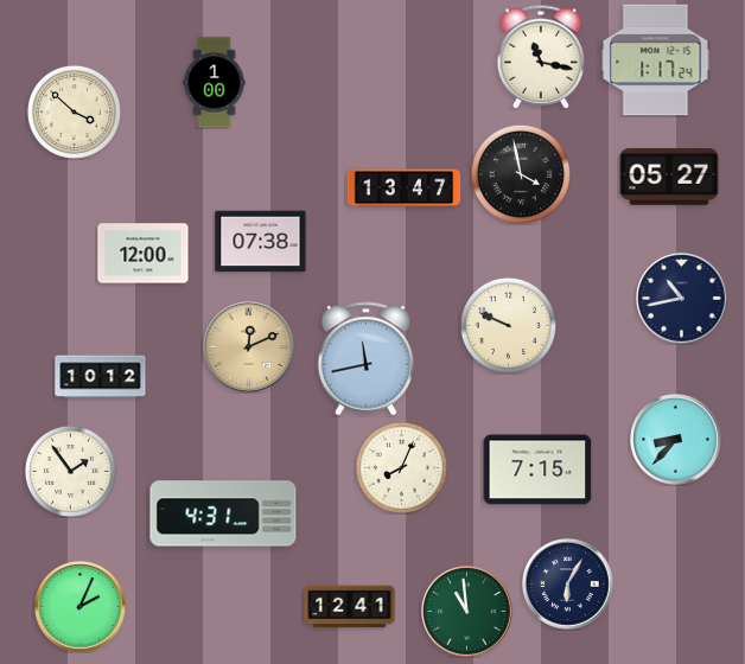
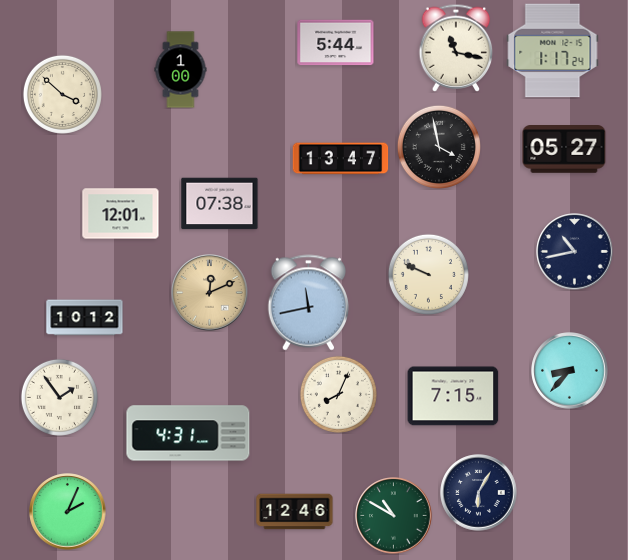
clock at (336, 43): none -> 5:44
clock at (144, 254): 12:00 -> 12:01
clock at (350, 607): 12:41 -> 12:46
clock at (467, 612): 10:59 -> 10:50
